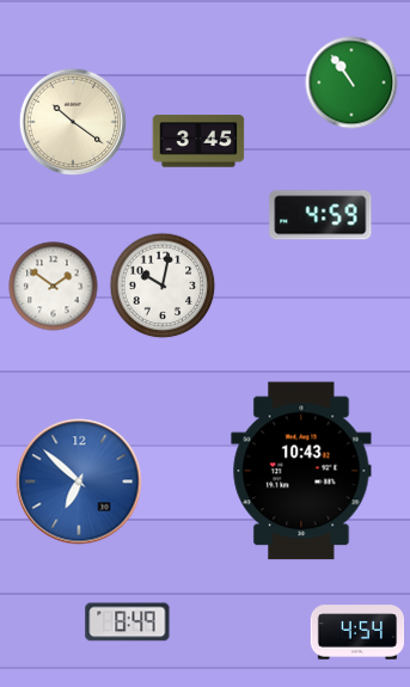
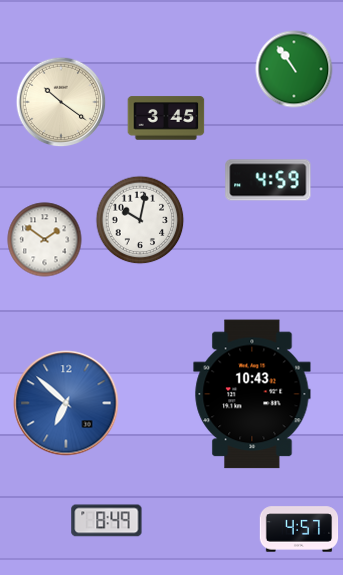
clock at (163, 286) position: (163, 286) -> (140, 220)
clock at (357, 632): 4:54 -> 4:57
